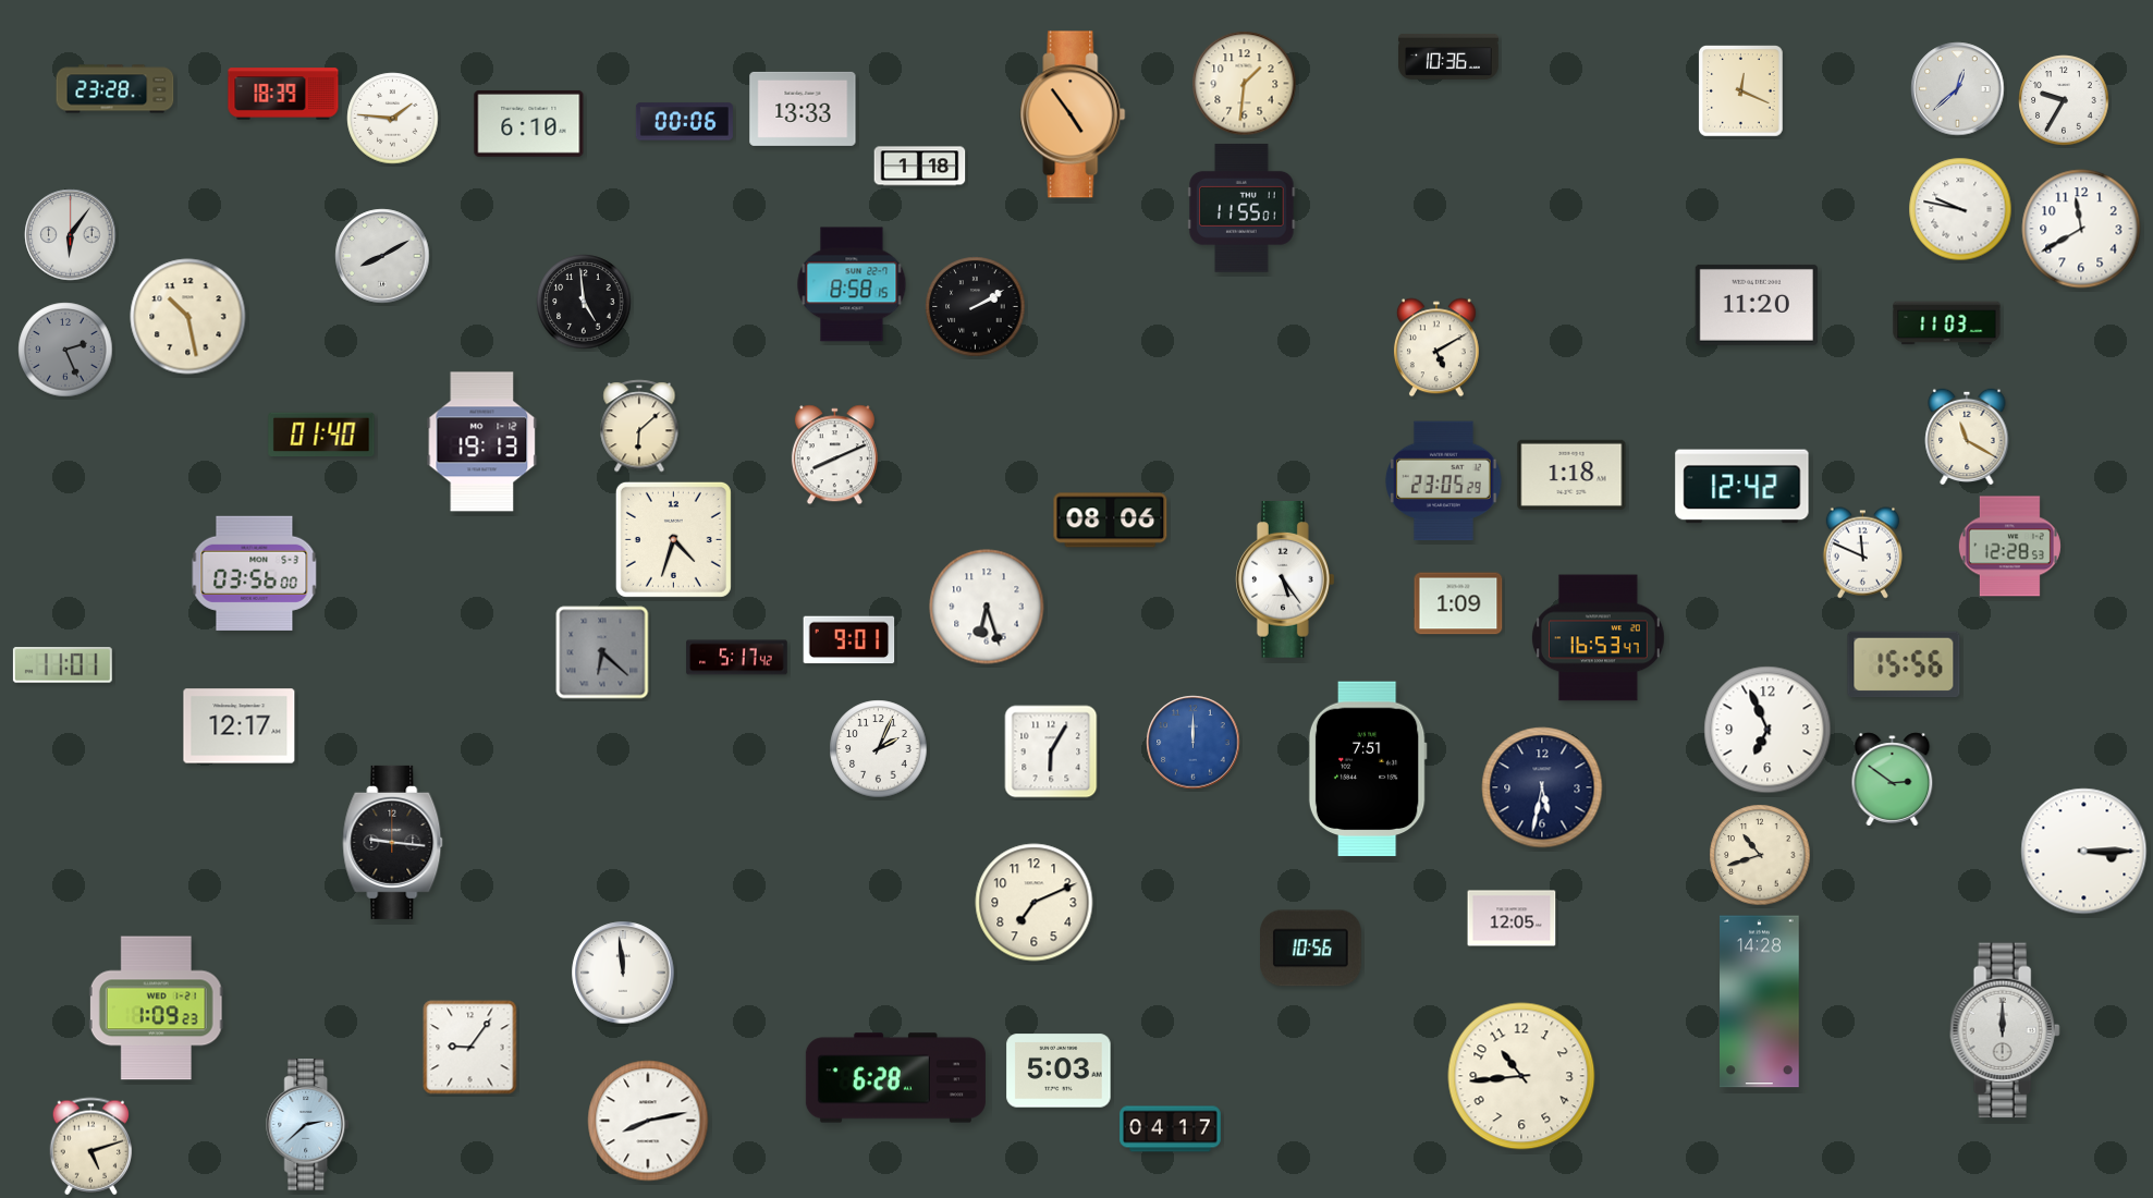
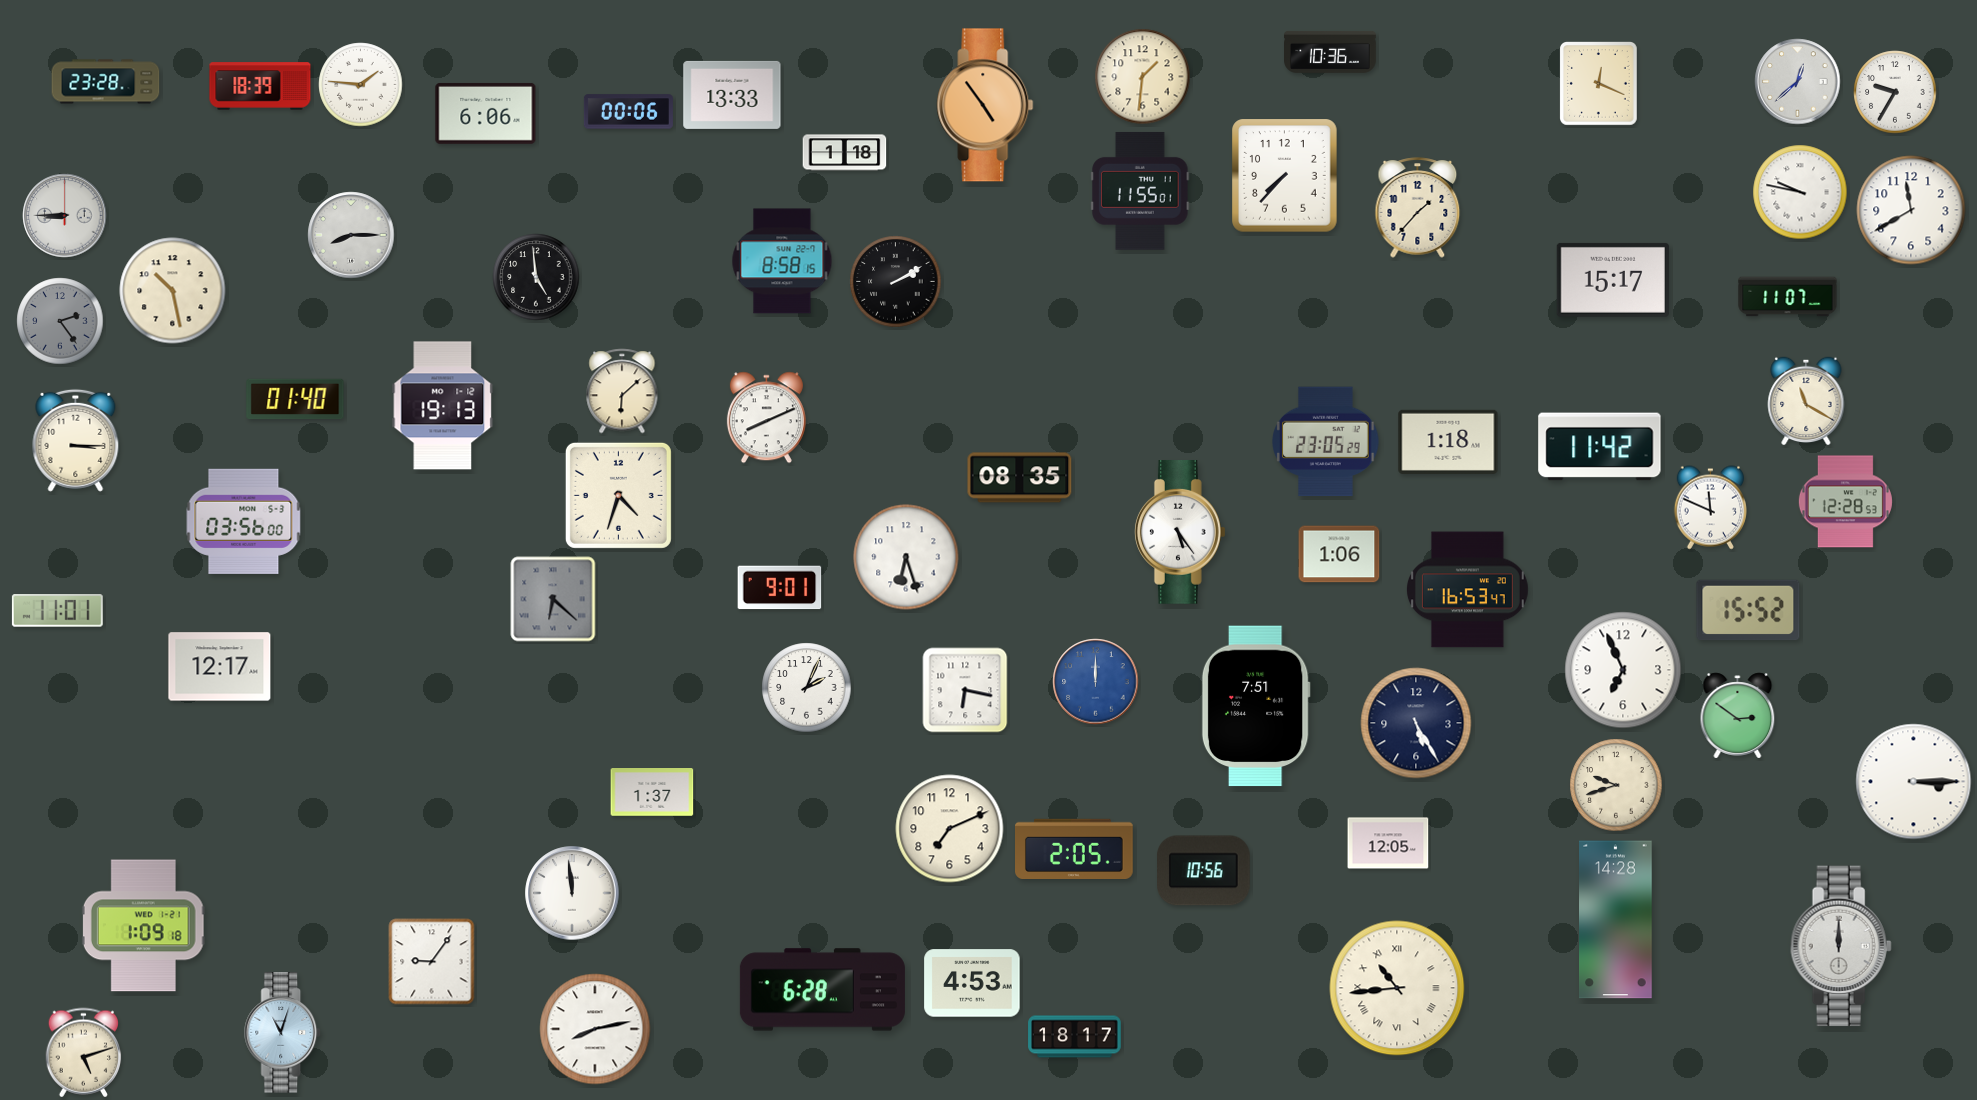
clock at (803, 109) position: (803, 109) -> (732, 95)
clock at (393, 119) position: (393, 119) -> (361, 85)
clock at (529, 123): 6:10 -> 6:06
clock at (1285, 176): none -> 7:37
clock at (1418, 208): none -> 1:37
clock at (71, 235): 6:06 -> 8:45
clock at (382, 256): 8:10 -> 8:15
clock at (1757, 305): 11:20 -> 15:17
clock at (1947, 323): 11:03 -> 11:07
clock at (1436, 347): 5:10 -> none
clock at (65, 350): 2:26 -> 2:24
clock at (639, 426) position: (639, 426) -> (622, 391)
clock at (1571, 475) position: (1571, 475) -> (1448, 442)
clock at (76, 440): none -> 3:15
clock at (1742, 487): 12:42 -> 11:42
clock at (1111, 521): 08:06 -> 08:35
clock at (255, 573) position: (255, 573) -> (244, 521)
clock at (1458, 603): 1:09 -> 1:06
clock at (1598, 638) position: (1598, 638) -> (1467, 590)
clock at (737, 658): 5:17 -> none
clock at (1904, 664): 15:56 -> 15:52
clock at (1051, 751): 6:05 -> 6:17
clock at (1542, 787): 5:32 -> 5:25
clock at (393, 842): 9:16 -> none
clock at (1760, 855): 10:42 -> 9:42
clock at (652, 792): none -> 1:37
clock at (1075, 848): none -> 2:05
clock at (156, 1008): 1:09:23 -> 1:09:18
clock at (1059, 1071): 5:03 -> 4:53
clock at (1521, 1076) numerals: Arabic -> Roman
clock at (308, 1125): 2:38 -> 11:03
clock at (1171, 1129): 04:17 -> 18:17
